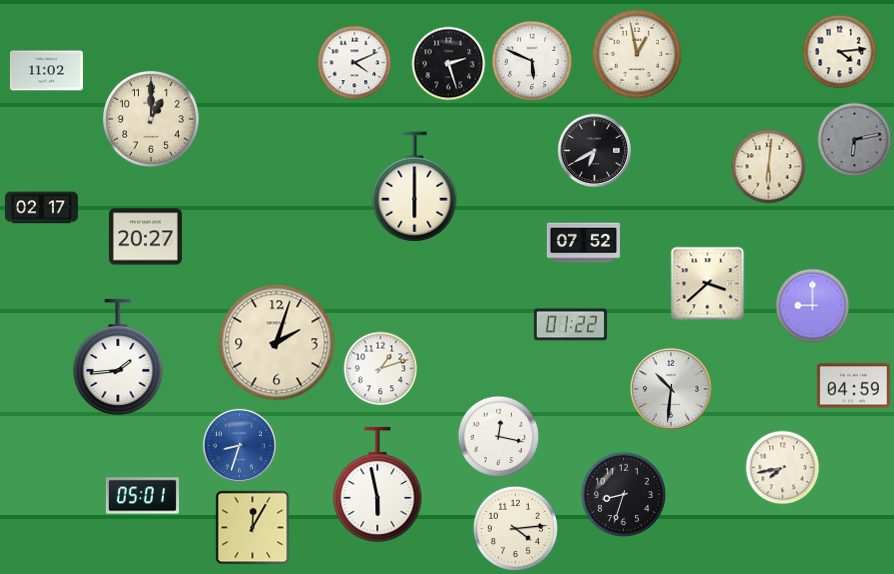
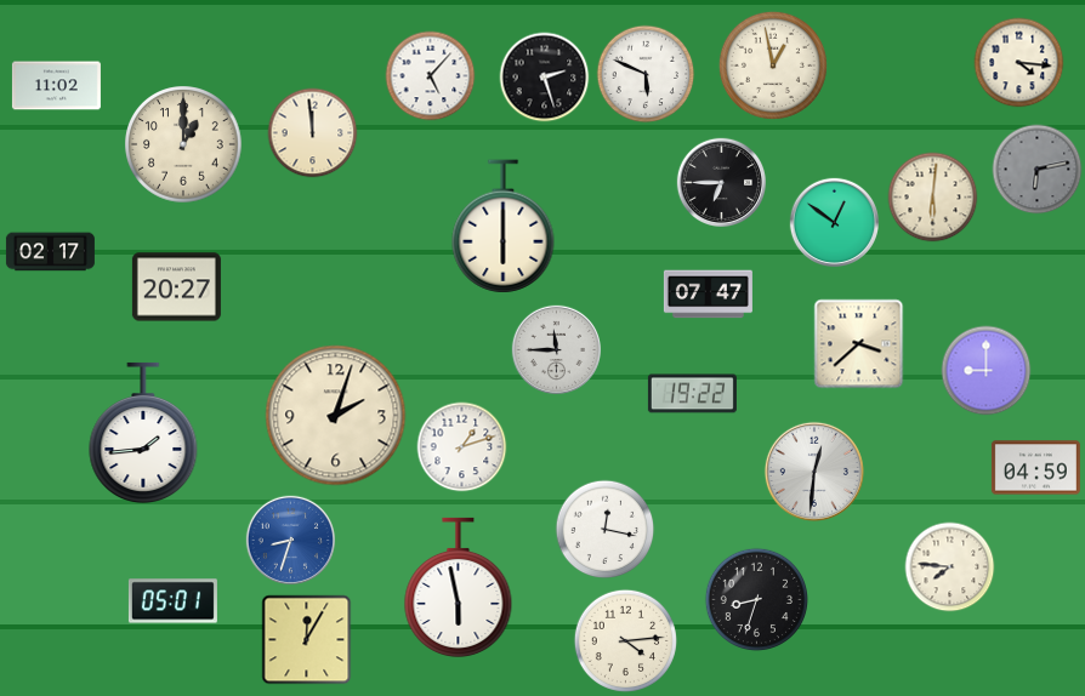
clock at (840, 52): 4:14 -> 4:16
clock at (355, 63): 4:11 -> 5:07
clock at (313, 133): none -> 11:59
clock at (594, 150): 6:40 -> 6:45
clock at (769, 167) position: (769, 167) -> (933, 198)
clock at (834, 222): none -> 12:51
clock at (583, 243): 07:52 -> 07:47
clock at (556, 349): none -> 11:45
clock at (570, 325): 01:22 -> 19:22
clock at (671, 389): 10:31 -> 12:31
clock at (783, 468): 7:43 -> 7:46
